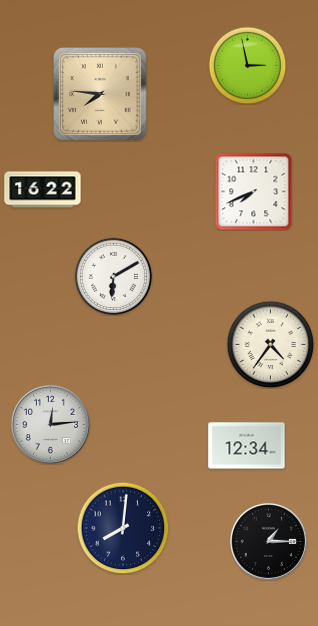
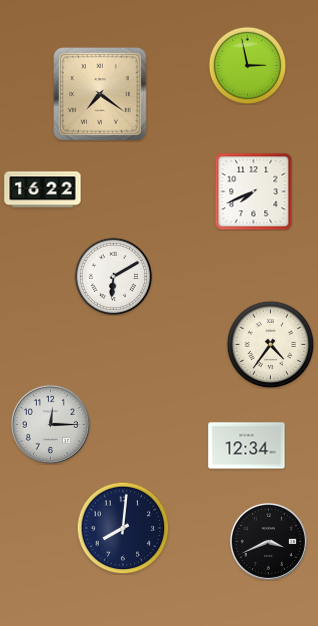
clock at (100, 94): 7:46 -> 7:21
clock at (50, 424): 12:14 -> 12:15
clock at (268, 541): 1:15 -> 3:41
